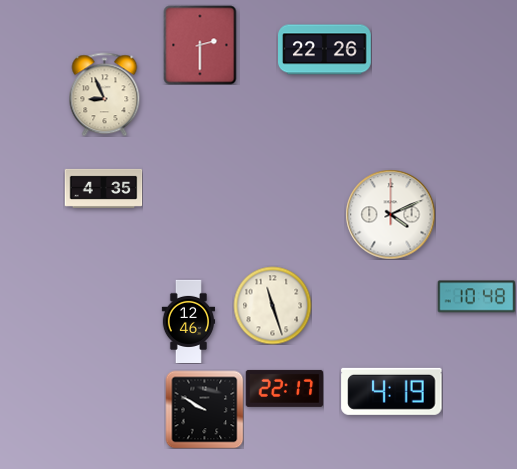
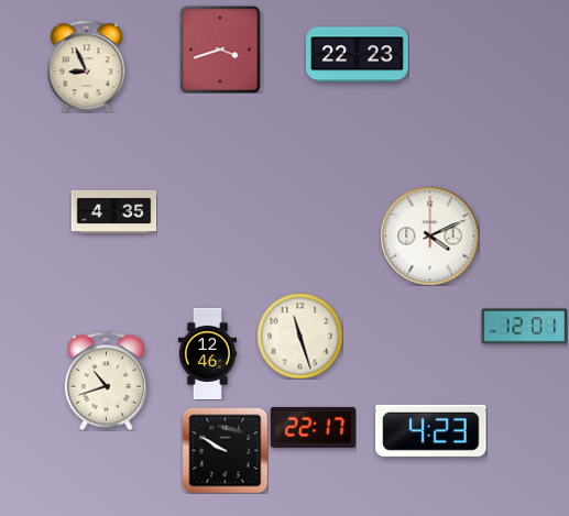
clock at (200, 45): 2:30 -> 3:42
clock at (325, 50): 22:26 -> 22:23
clock at (105, 94) position: (105, 94) -> (87, 66)
clock at (103, 188) position: (103, 188) -> (113, 211)
clock at (476, 297): 10:48 -> 12:01
clock at (106, 381): none -> 10:42
clock at (392, 391): 4:19 -> 4:23
